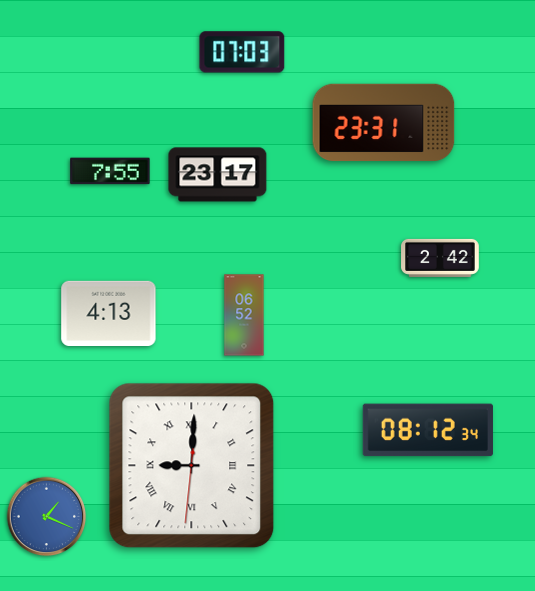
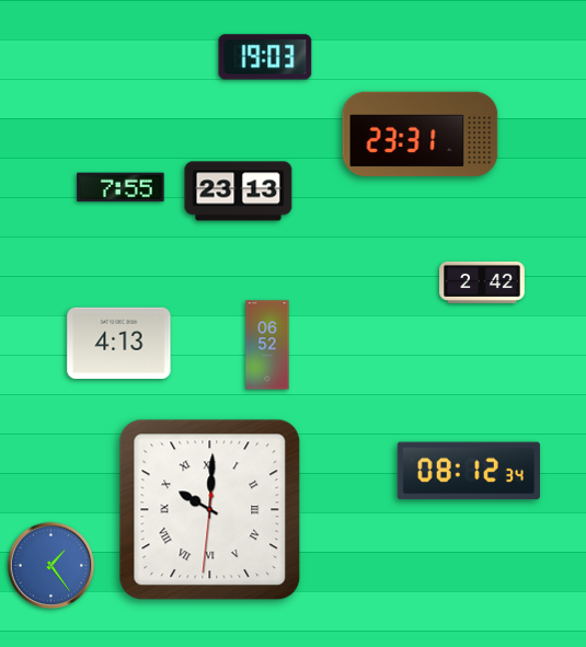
clock at (242, 52): 07:03 -> 19:03
clock at (218, 175): 23:17 -> 23:13
clock at (192, 466): 9:00 -> 10:00
clock at (47, 517): 1:19 -> 1:24
